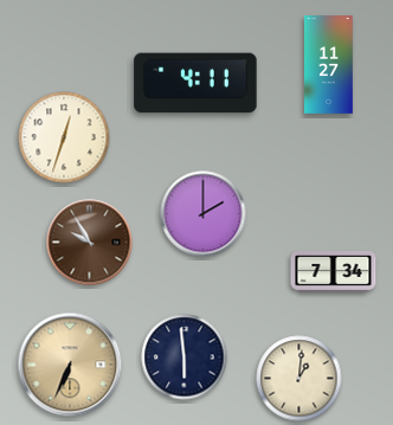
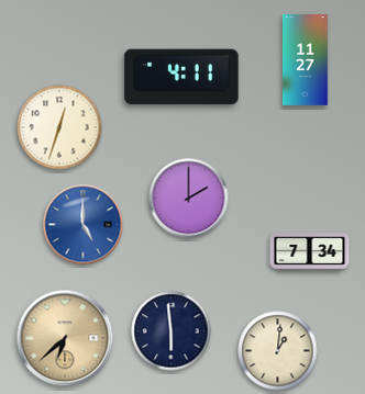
clock at (90, 243): 9:55 -> 5:00
clock at (90, 243) dial: brown -> blue
clock at (70, 365): 6:34 -> 6:38
